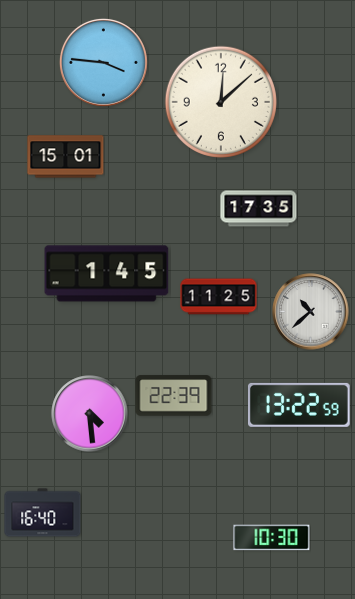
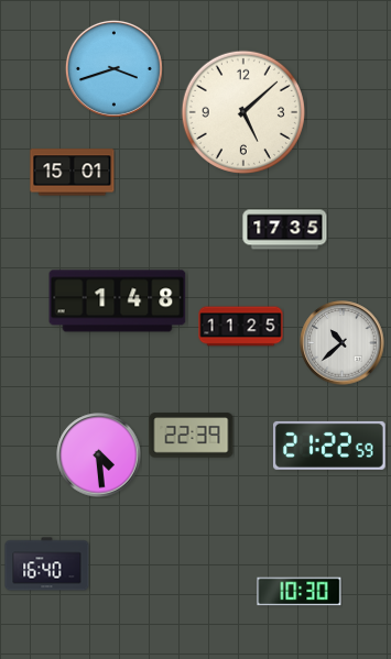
clock at (103, 62): 3:46 -> 3:42
clock at (221, 102): 12:08 -> 5:08
clock at (107, 274): 1:45 -> 1:48
clock at (300, 405): 13:22 -> 21:22
